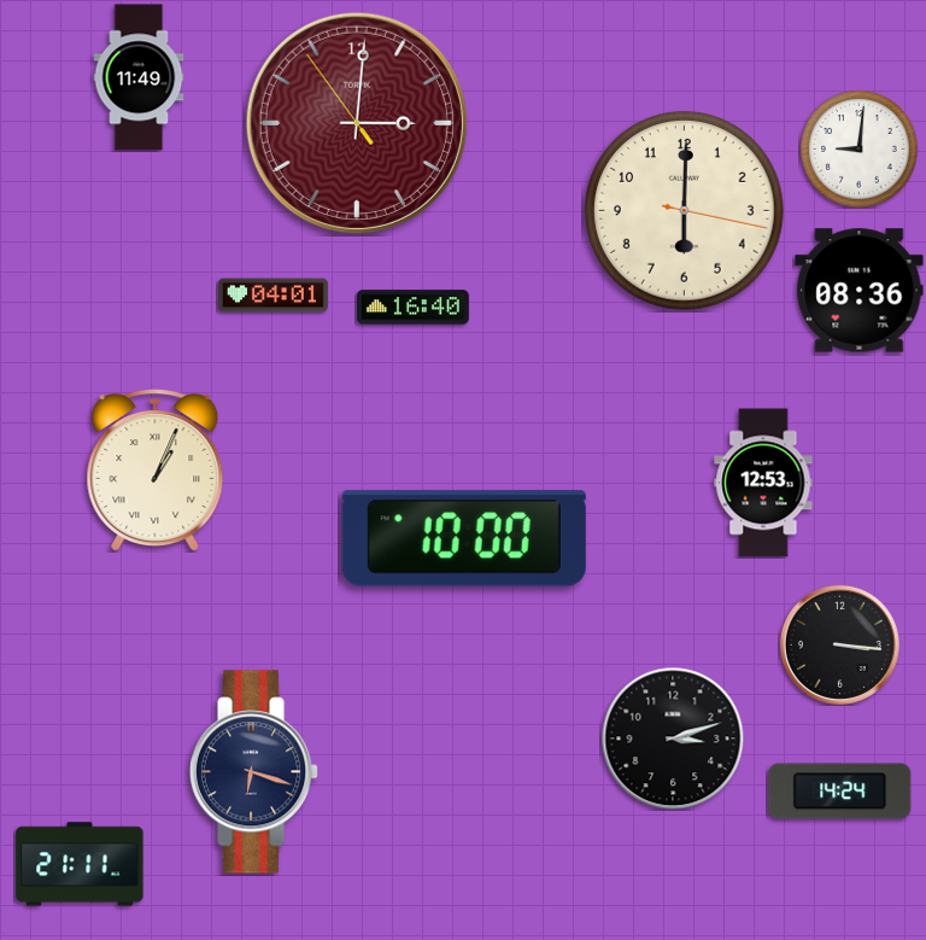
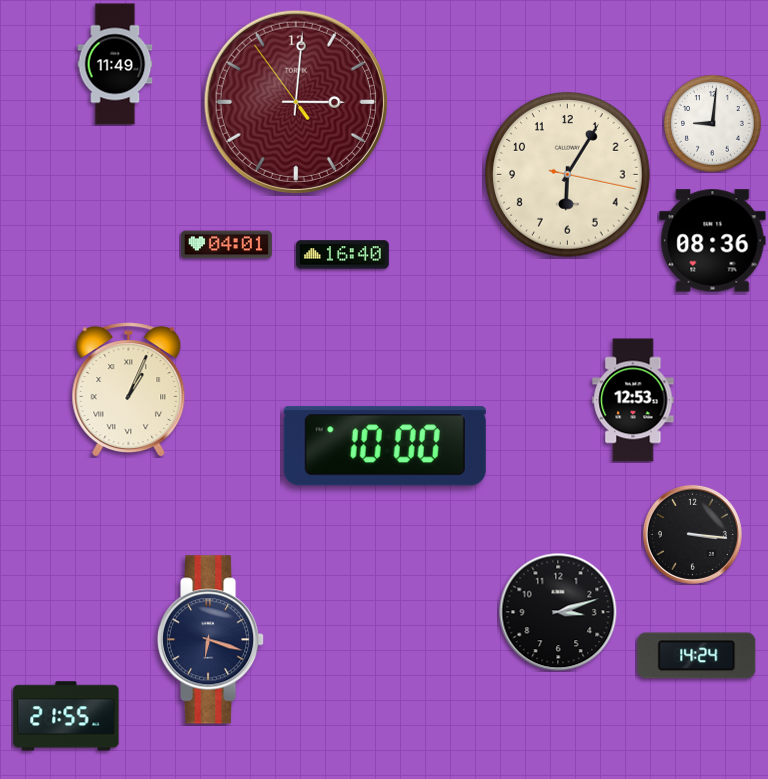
clock at (685, 211): 6:00 -> 6:05
clock at (839, 644) position: (839, 644) -> (692, 534)
clock at (80, 864): 21:11 -> 21:55
